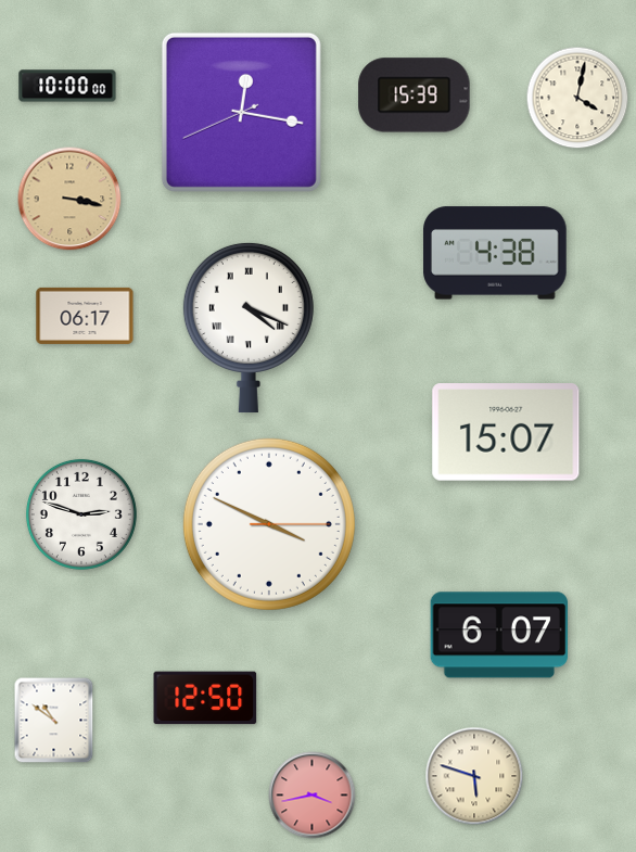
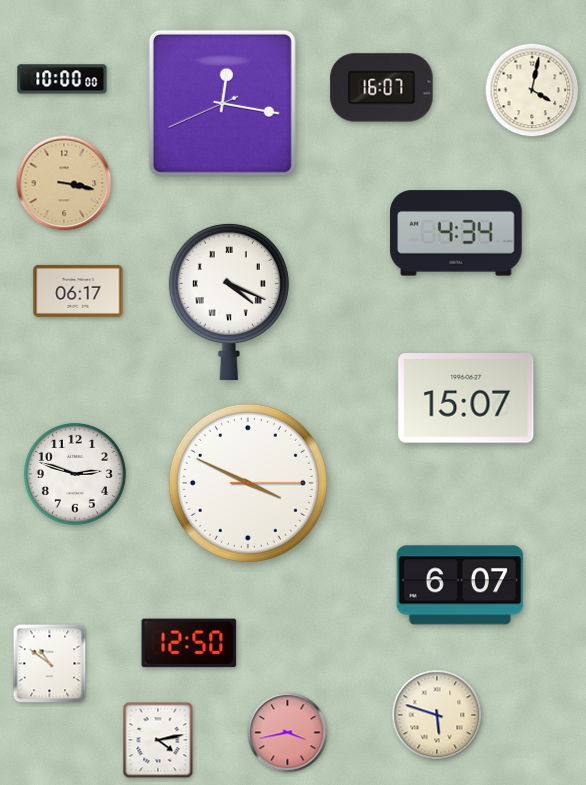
clock at (415, 96): 15:39 -> 16:07
clock at (495, 253): 4:38 -> 4:34
clock at (158, 740): none -> 4:13
